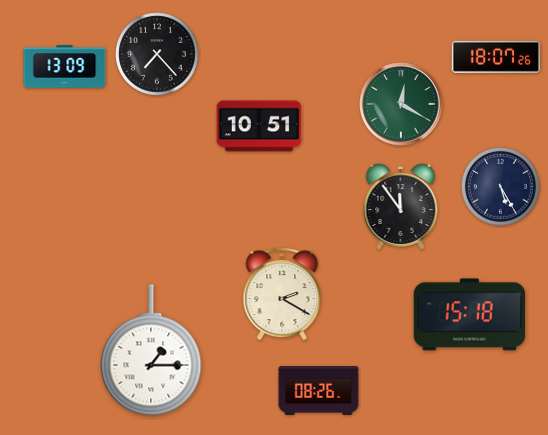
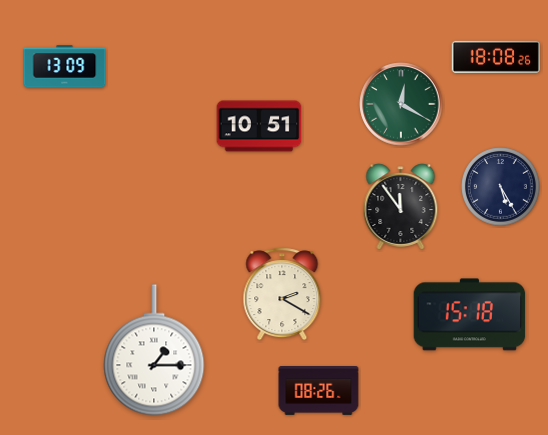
clock at (157, 54): 7:23 -> none
clock at (496, 57): 18:07 -> 18:08
clock at (151, 350) position: (151, 350) -> (154, 350)
